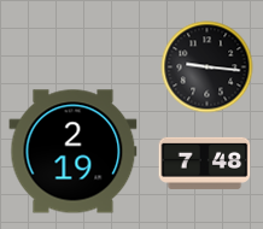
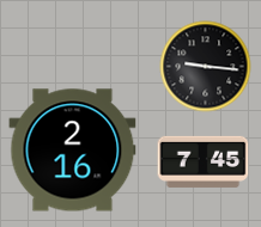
clock at (74, 152): 2:19 -> 2:16
clock at (205, 163): 7:48 -> 7:45
